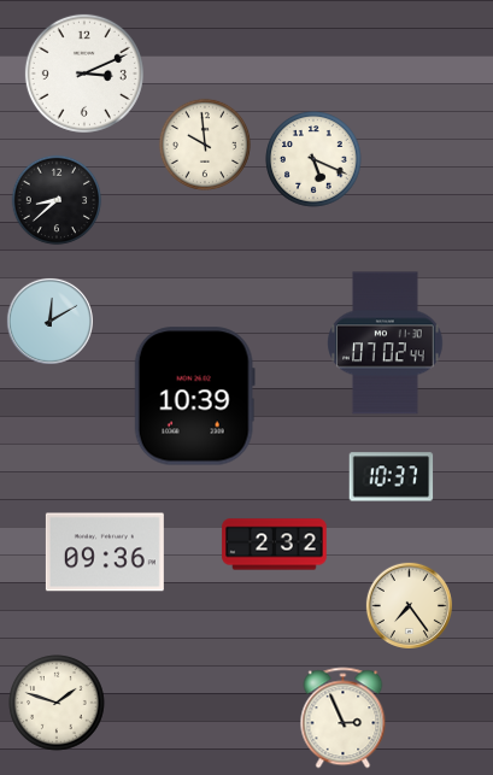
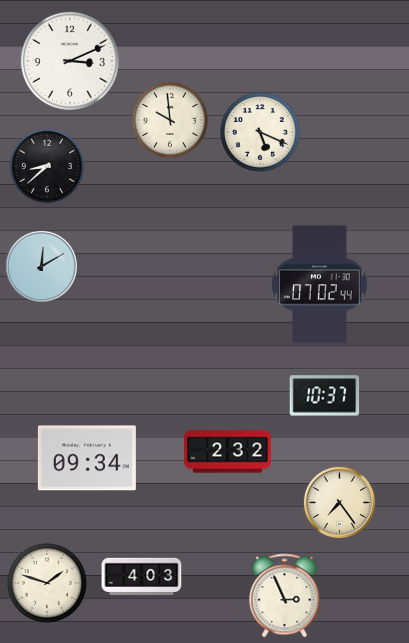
clock at (194, 397): 10:39 -> none
clock at (105, 552): 09:36 -> 09:34
clock at (142, 576): none -> 4:03
